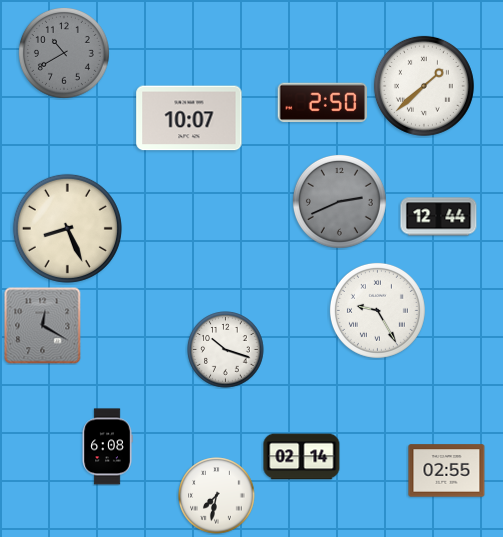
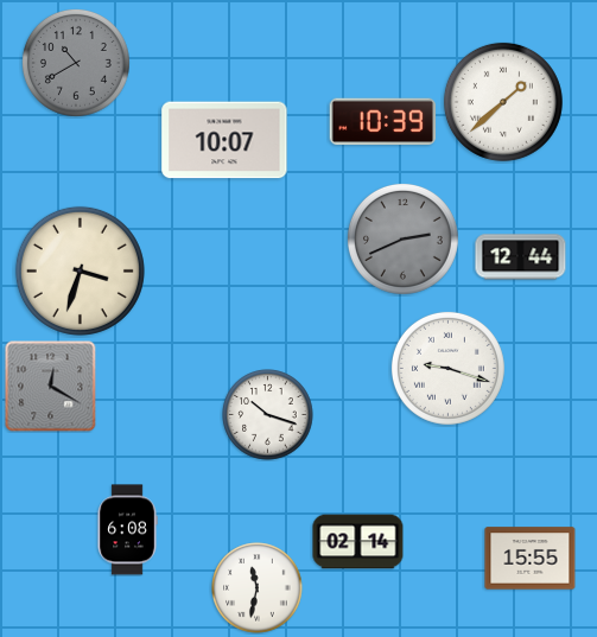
clock at (323, 103): 2:50 -> 10:39
clock at (67, 228): 8:26 -> 3:33
clock at (377, 310): 9:25 -> 9:18
clock at (447, 471): 02:55 -> 15:55
clock at (217, 496): 7:32 -> 11:32
